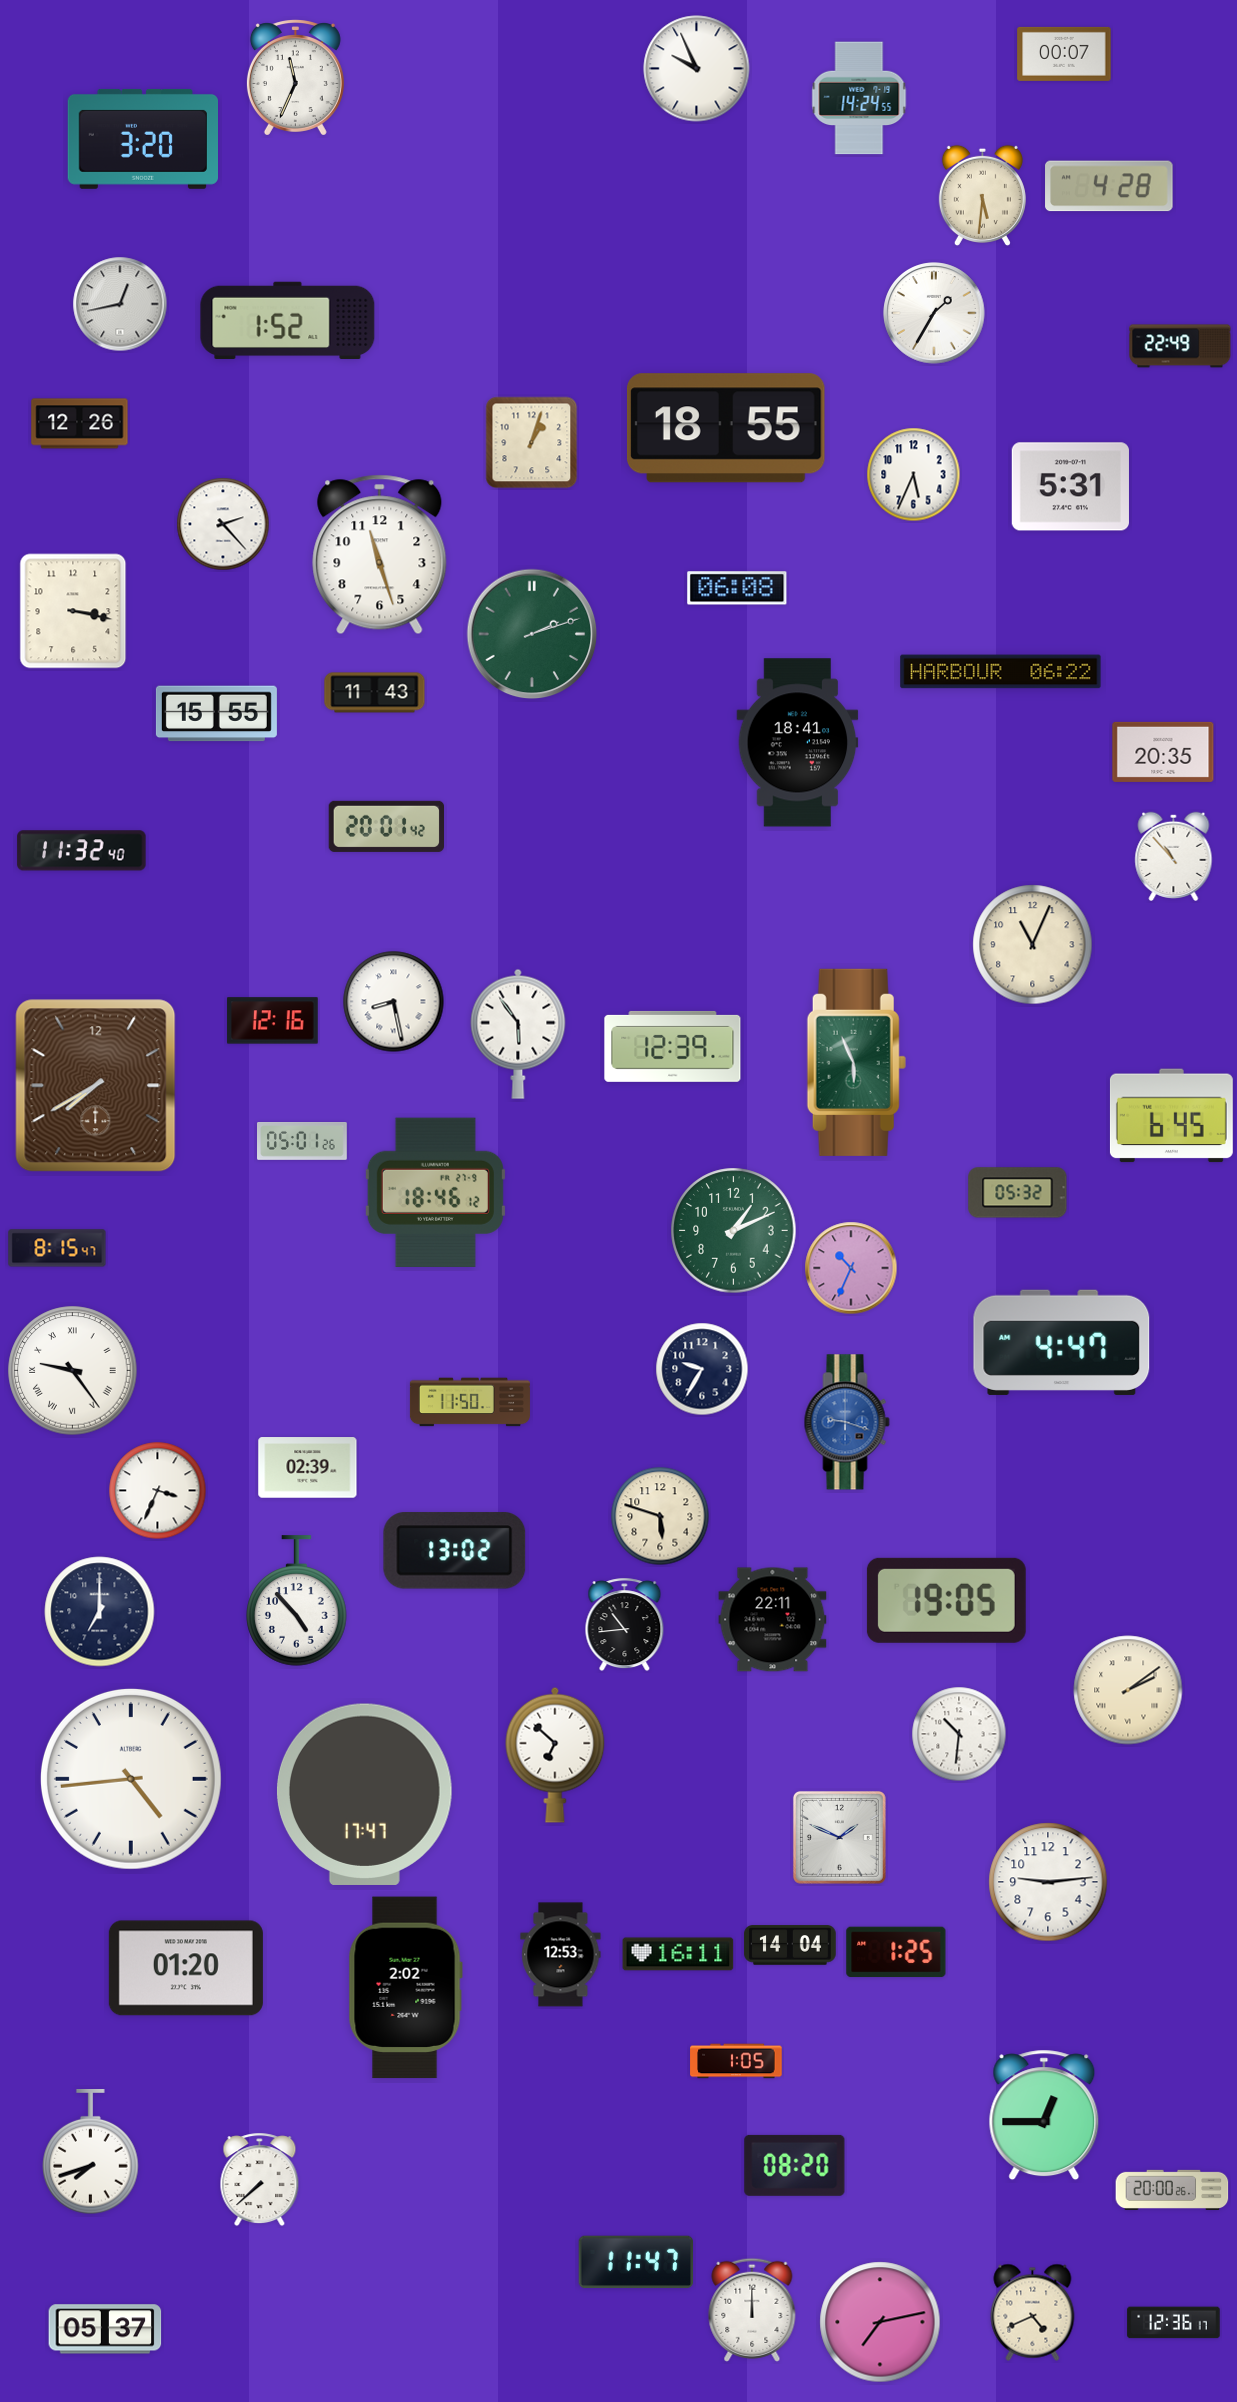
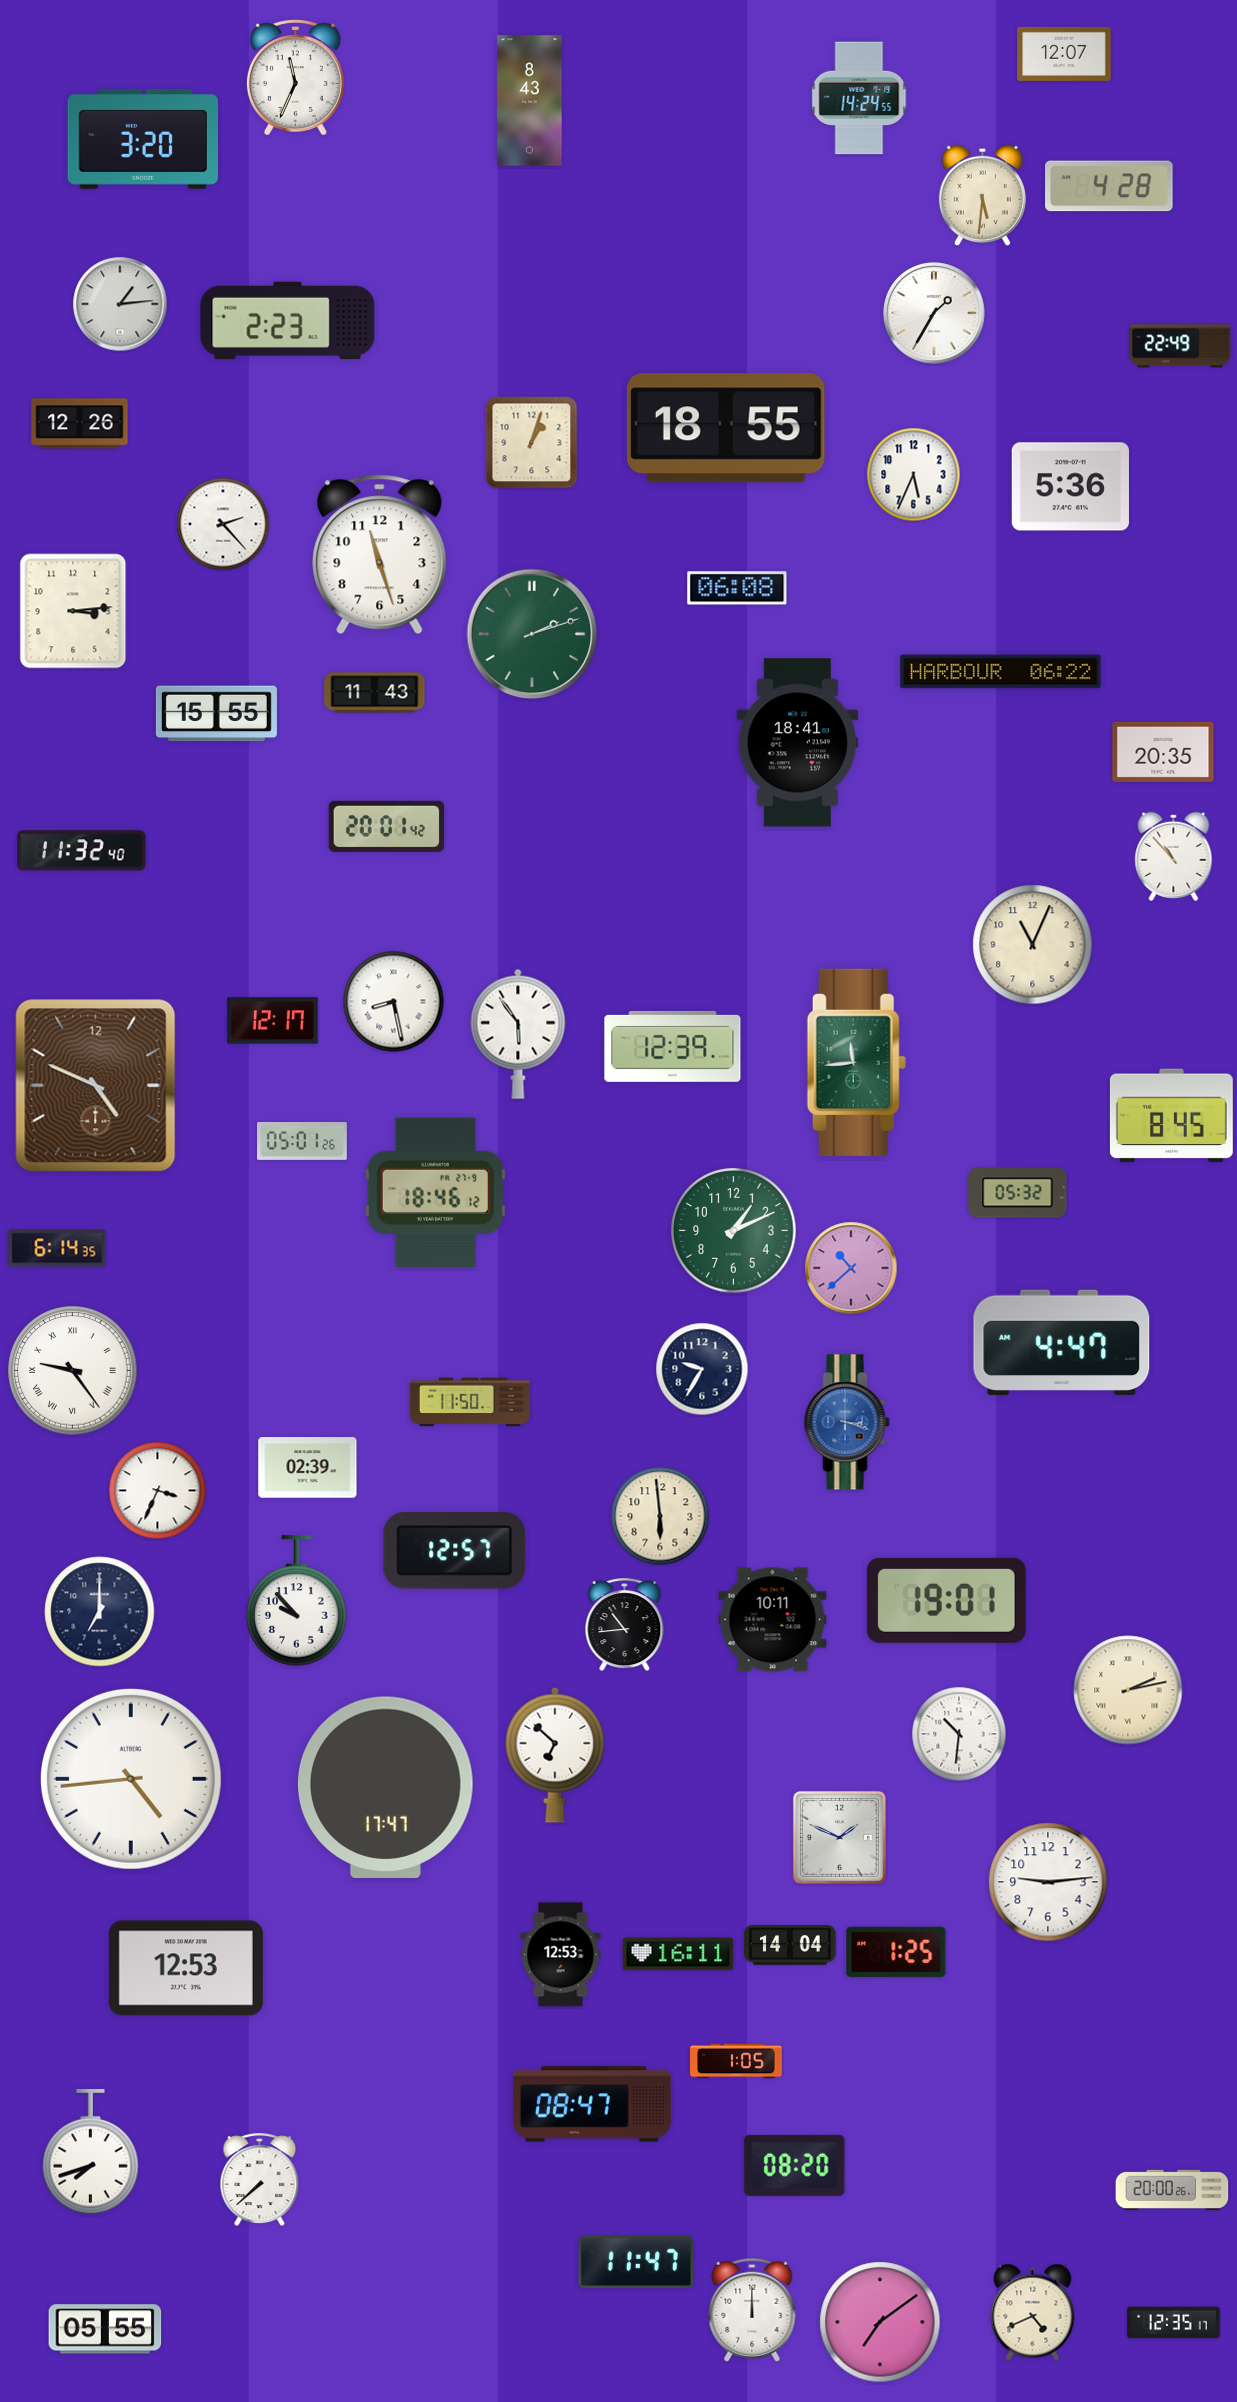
clock at (1064, 54): 00:07 -> 12:07
clock at (697, 69): 9:56 -> none
clock at (530, 101): none -> 8:43
clock at (120, 304): 12:43 -> 1:14
clock at (288, 321): 1:52 -> 2:23
clock at (1070, 487): 5:31 -> 5:36
clock at (73, 611): 3:17 -> 3:14
clock at (273, 1021): 12:16 -> 12:17
clock at (856, 1062): 5:56 -> 11:44
clock at (96, 1086): 7:40 -> 4:49
clock at (1171, 1116): 6:45 -> 8:45
clock at (57, 1248): 8:15 -> 6:14
clock at (851, 1268): 10:34 -> 10:38
clock at (847, 1422): 9:18 -> 3:18
clock at (660, 1516): 5:48 -> 5:59
clock at (455, 1551): 13:02 -> 12:57
clock at (946, 1600): 19:05 -> 19:01
clock at (297, 1601): 4:53 -> 9:53
clock at (773, 1620): 22:11 -> 10:11
clock at (1128, 1690): 2:09 -> 2:13
clock at (364, 1794) position: (364, 1794) -> (385, 1787)
clock at (186, 1968): 01:20 -> 12:53
clock at (405, 1988): 2:02 -> none
clock at (592, 2104): none -> 08:47
clock at (1044, 2115): 12:45 -> none
clock at (880, 2322): 7:13 -> 7:09
clock at (1174, 2323): 12:36 -> 12:35
clock at (105, 2329): 05:37 -> 05:55
